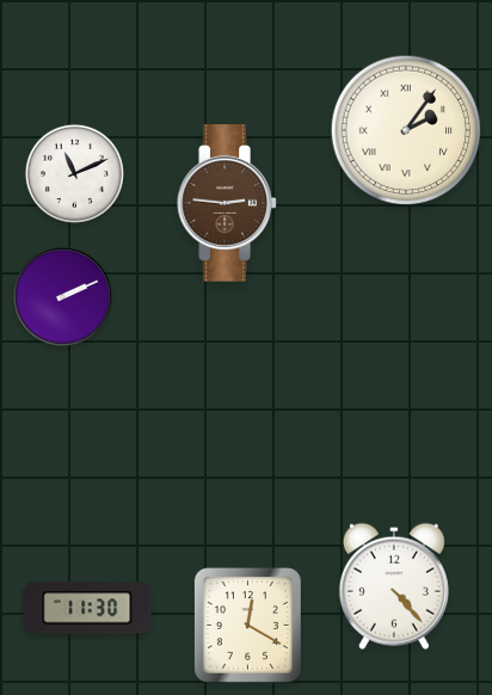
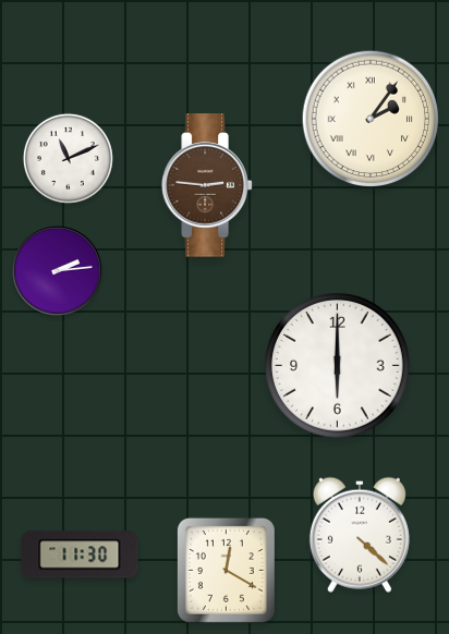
clock at (63, 297): 2:11 -> 2:14
clock at (338, 366): none -> 6:00
clock at (394, 586): 4:23 -> 4:22
